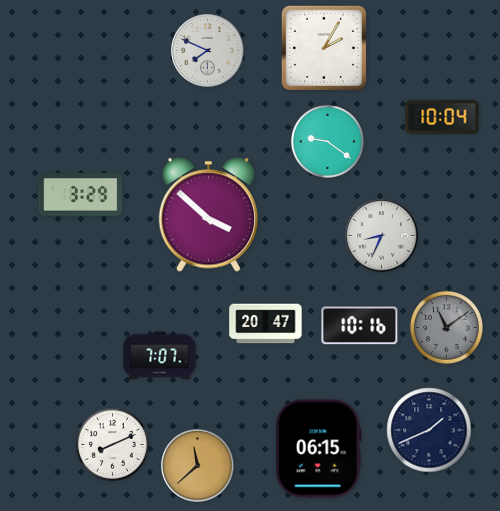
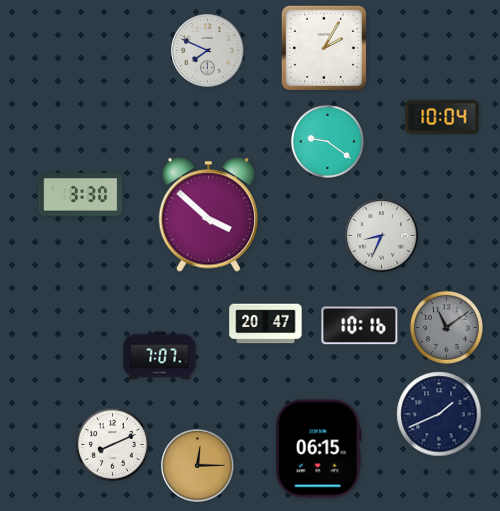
clock at (81, 195): 3:29 -> 3:30
clock at (429, 430) position: (429, 430) -> (439, 414)
clock at (198, 466): 11:38 -> 12:15
